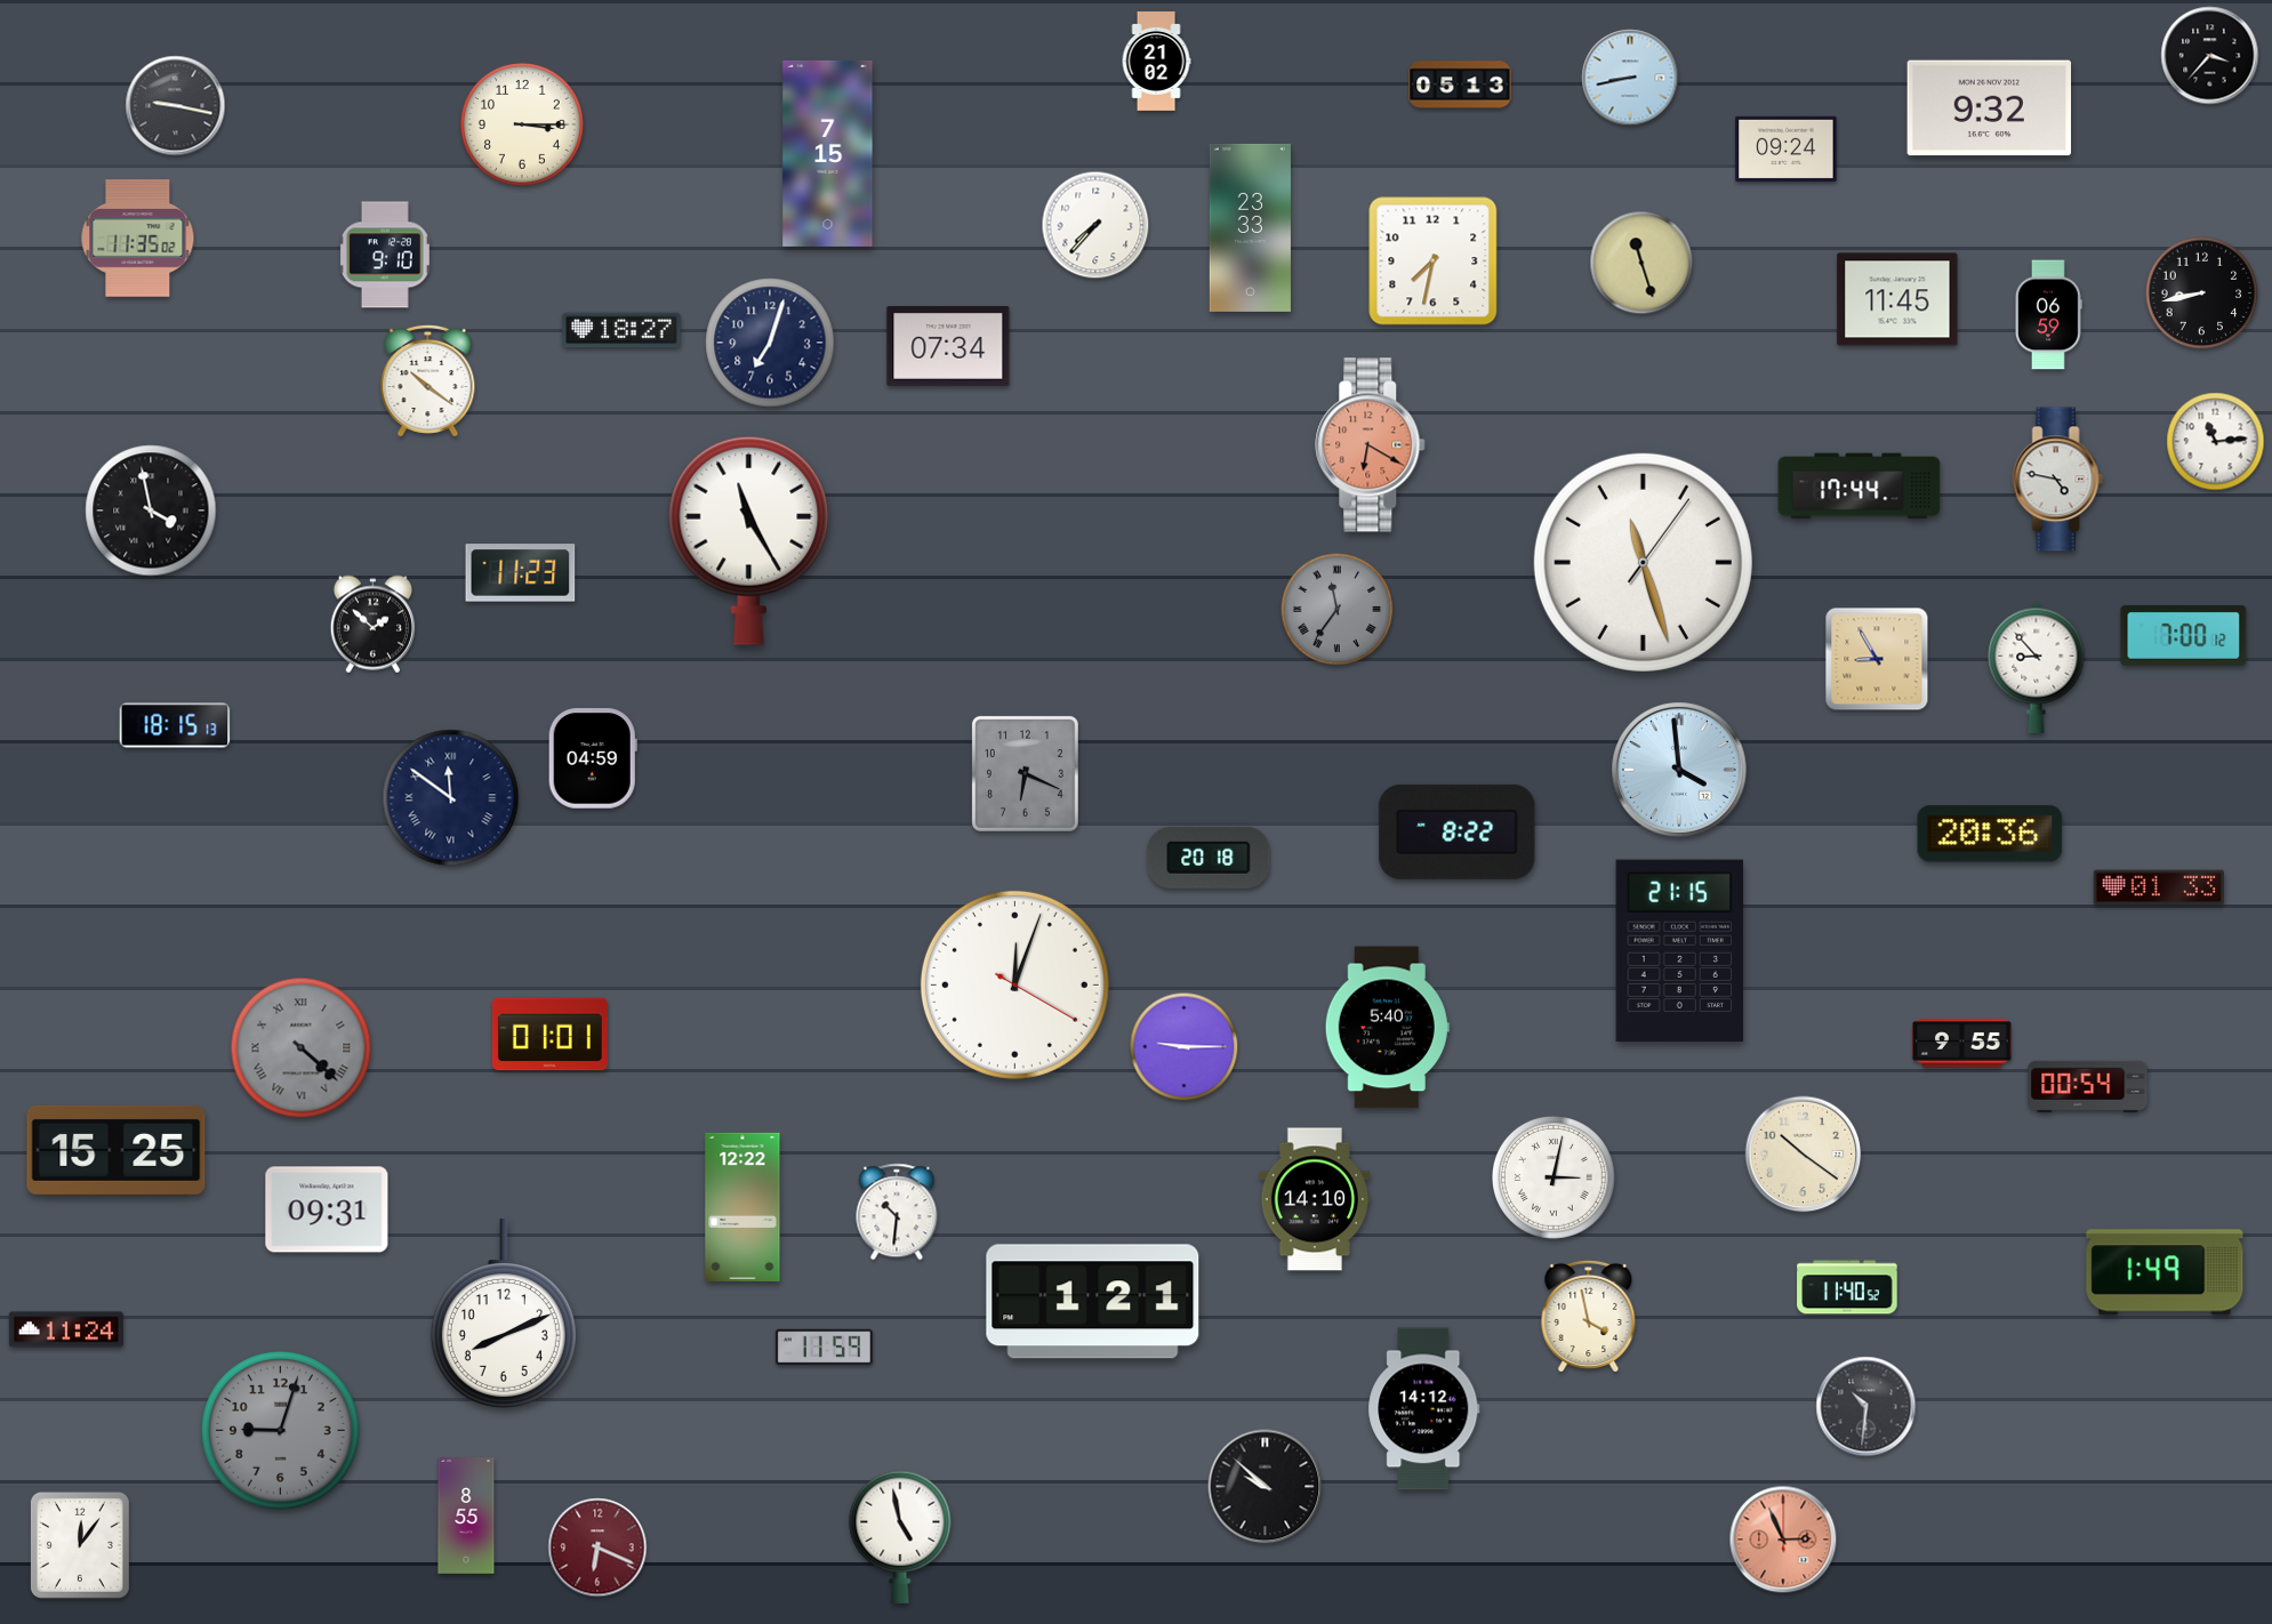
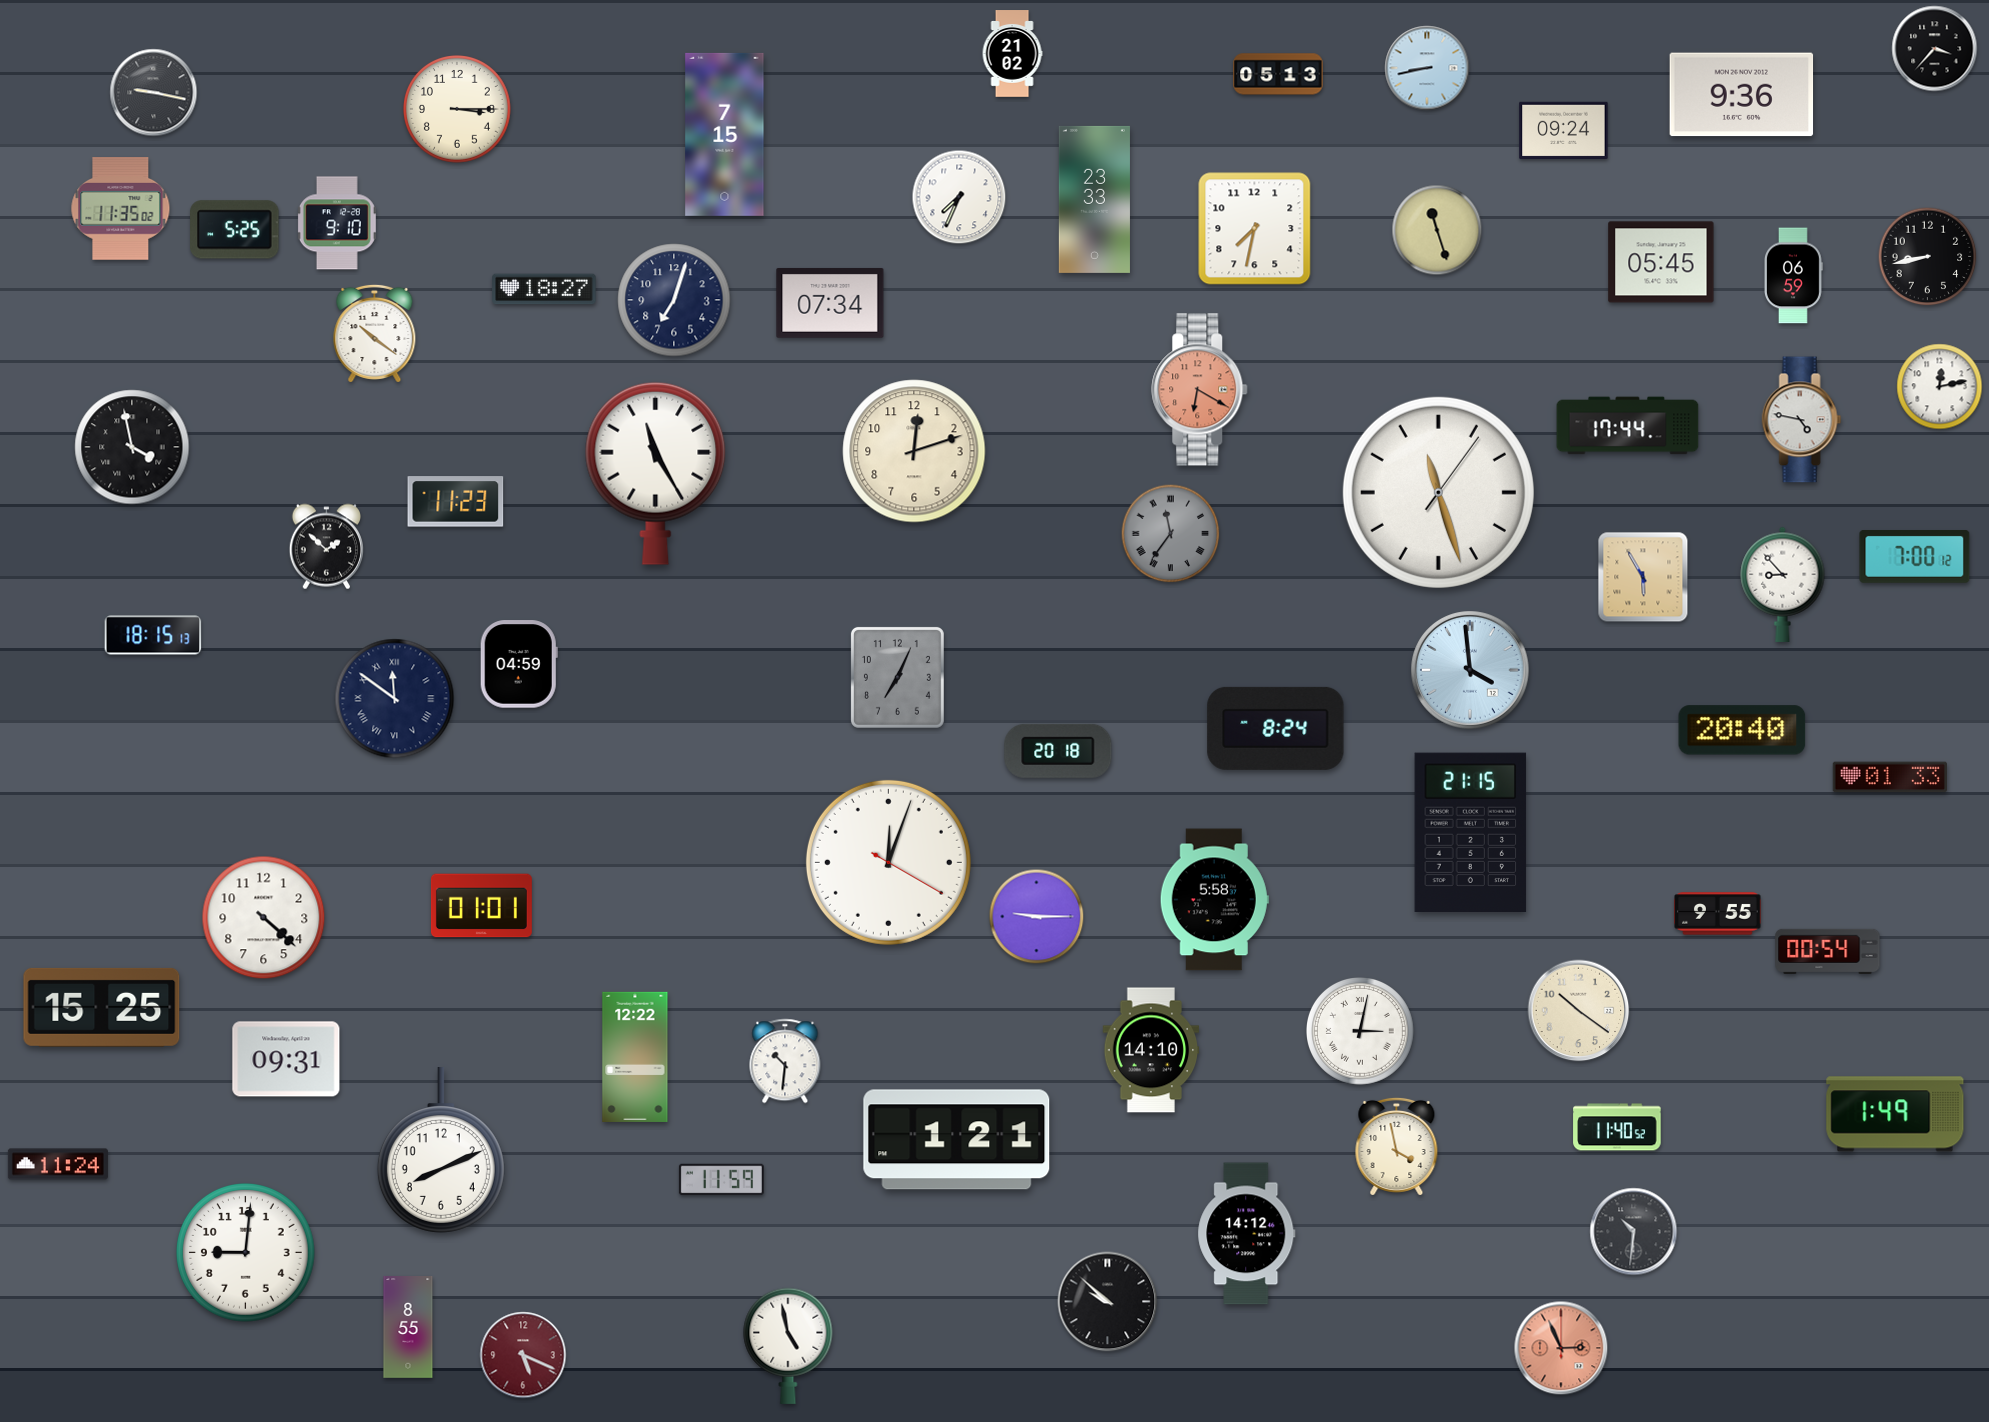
clock at (1990, 108): 9:32 -> 9:36
clock at (1095, 225): 7:37 -> 7:34
clock at (235, 230): none -> 5:25
clock at (1897, 299): 11:45 -> 05:45
clock at (2216, 442): 11:14 -> 12:13
clock at (914, 451): none -> 12:12
clock at (2184, 636) position: (2184, 636) -> (1915, 557)
clock at (1877, 659): 8:55 -> 5:55
clock at (1680, 771) position: (1680, 771) -> (1471, 671)
clock at (1025, 773): 6:19 -> 7:04
clock at (1458, 831): 8:22 -> 8:24
clock at (1990, 834): 20:36 -> 20:40
clock at (1387, 1028): 5:40 -> 5:58
clock at (302, 1048) dial: grey -> white
clock at (302, 1048) numerals: Roman -> Arabic
clock at (742, 1207) position: (742, 1207) -> (635, 1057)
clock at (1589, 1316) position: (1589, 1316) -> (1397, 1146)
clock at (281, 1431): 9:03 -> 9:01
clock at (281, 1431) dial: grey -> white
clock at (80, 1545): 12:06 -> none
clock at (597, 1547): 6:19 -> 5:19
